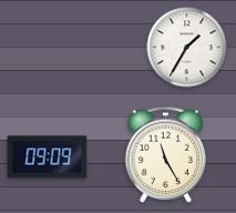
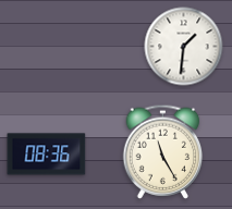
clock at (187, 48): 1:35 -> 1:31
clock at (48, 158): 09:09 -> 08:36
